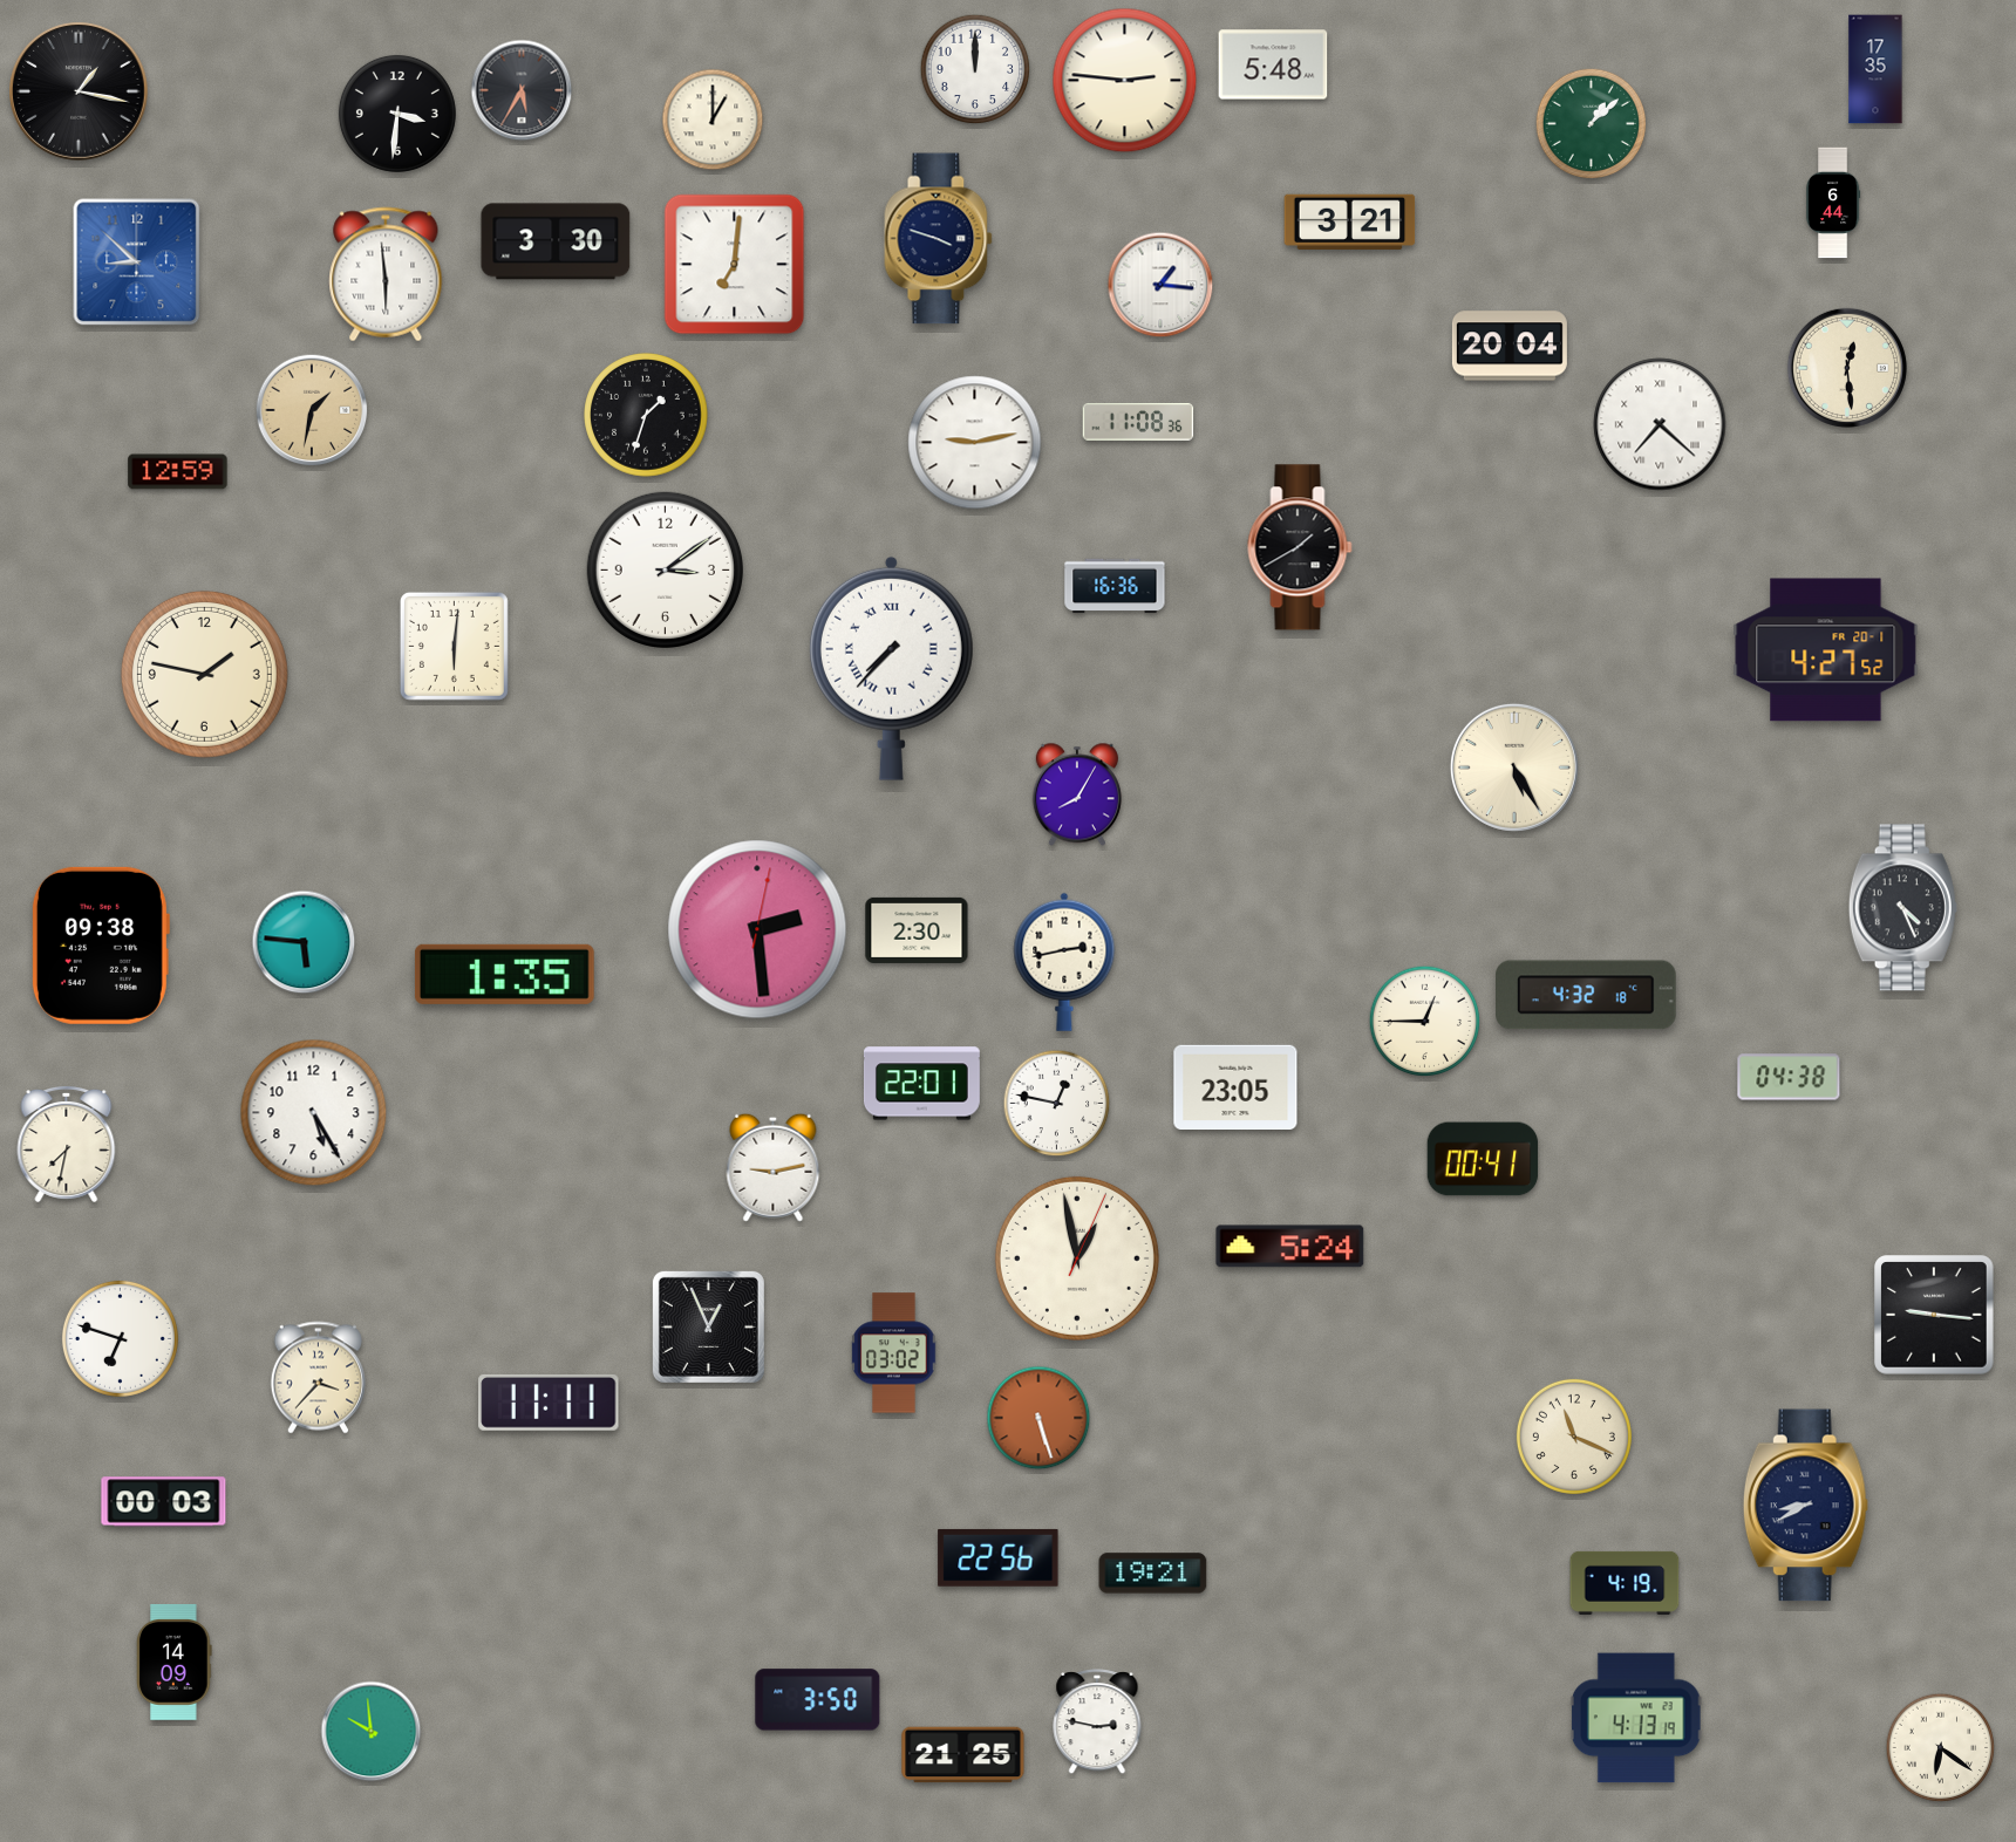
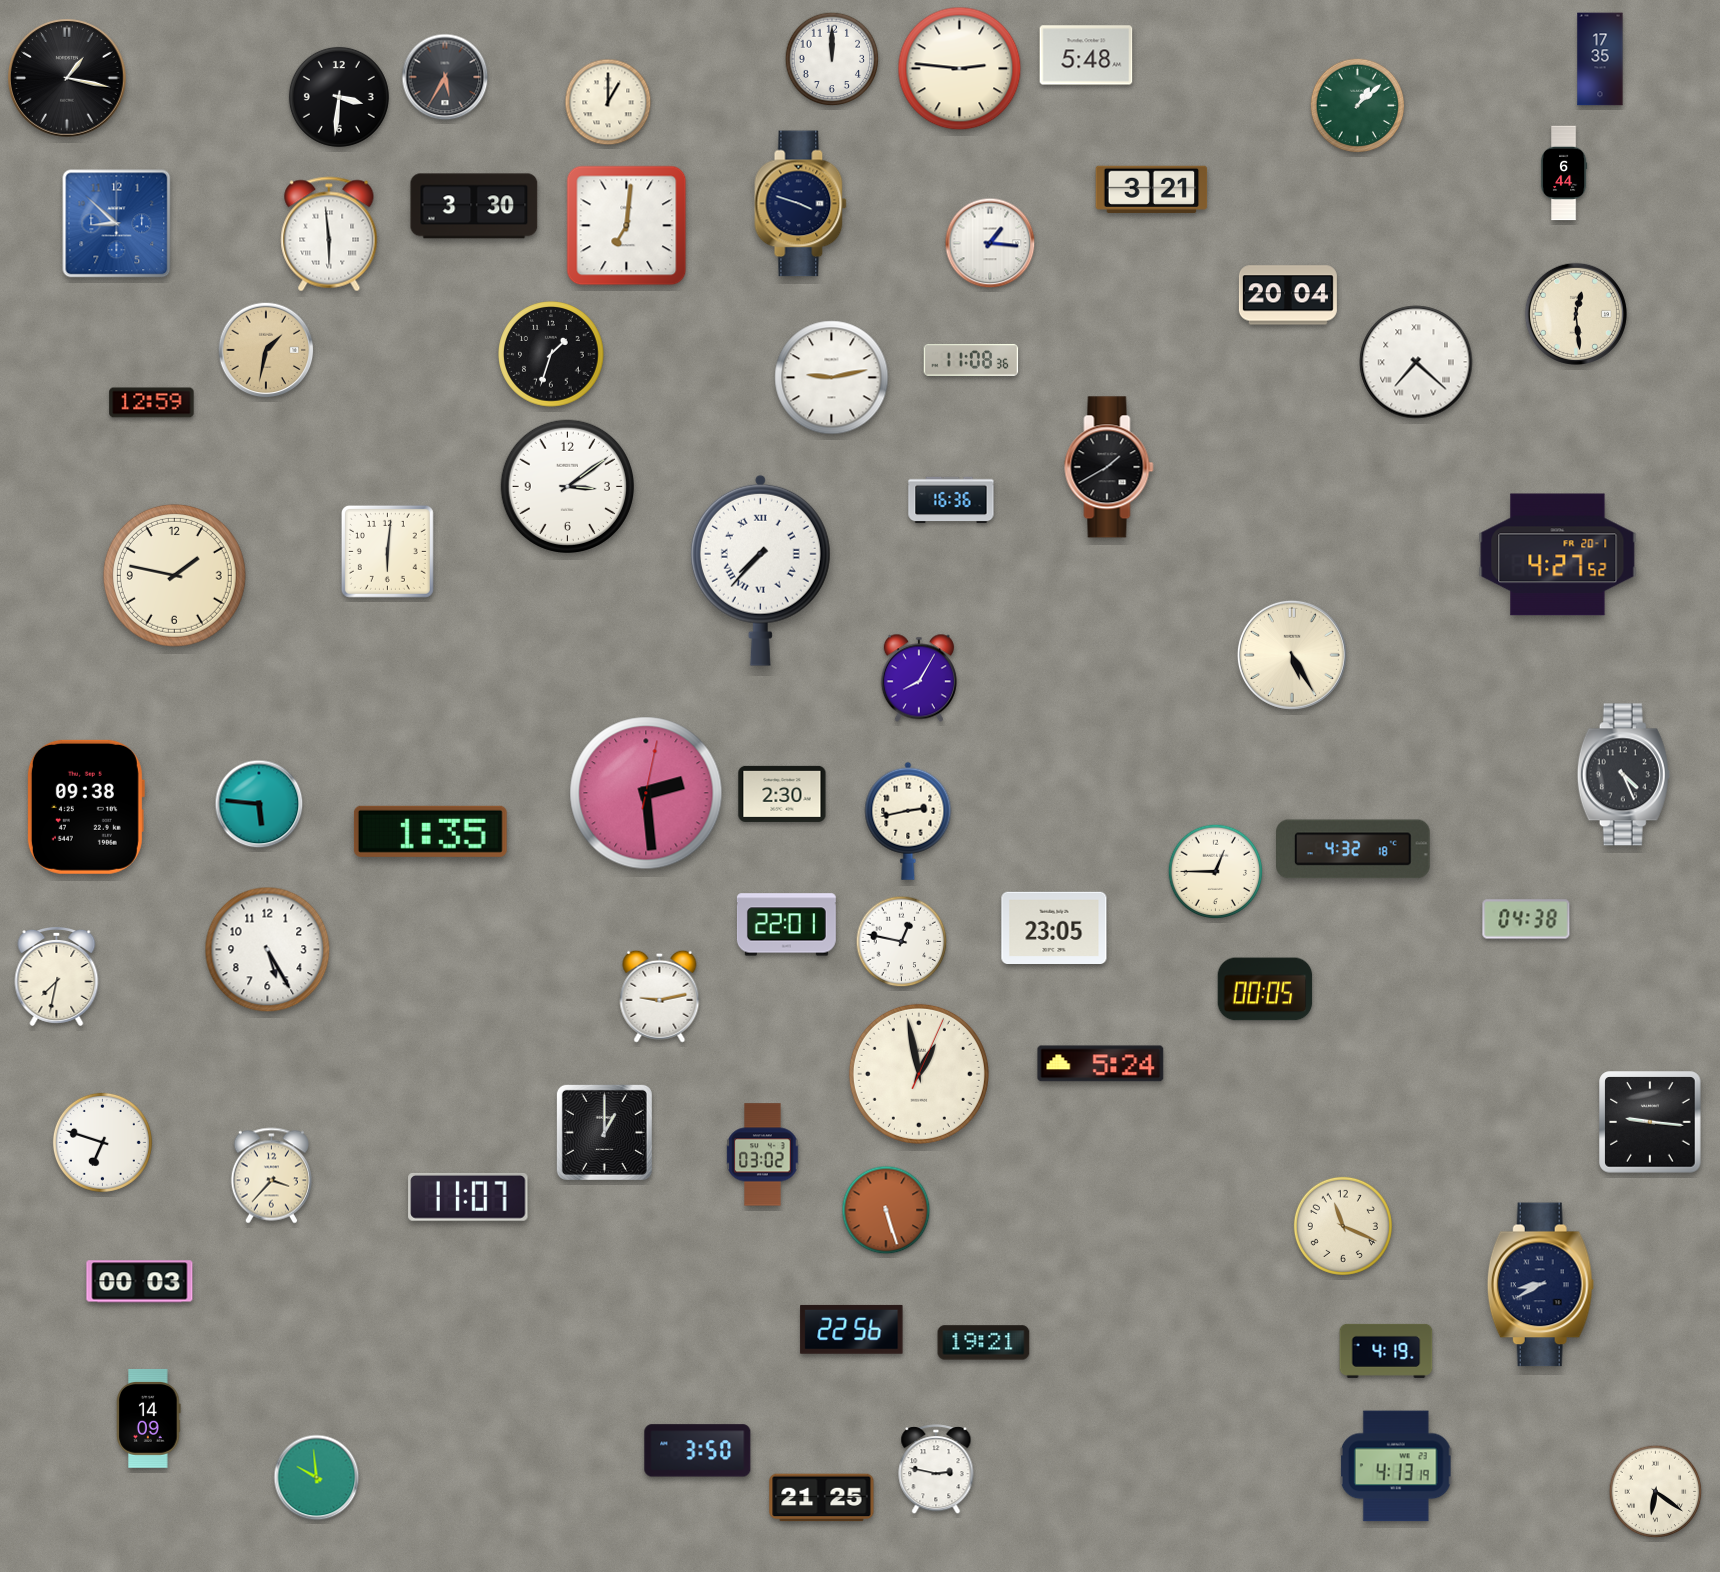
clock at (1483, 1159): 00:41 -> 00:05
clock at (708, 1326): 12:56 -> 1:00
clock at (549, 1403): 11:11 -> 11:07
